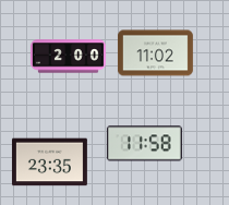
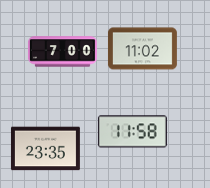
clock at (68, 57): 2:00 -> 7:00
